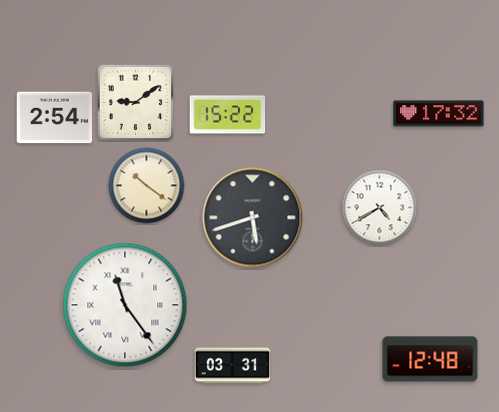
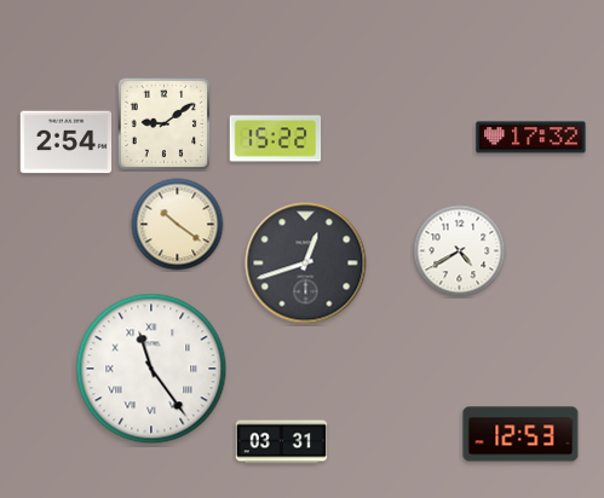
clock at (253, 218): 5:42 -> 12:42
clock at (430, 359): 12:48 -> 12:53
